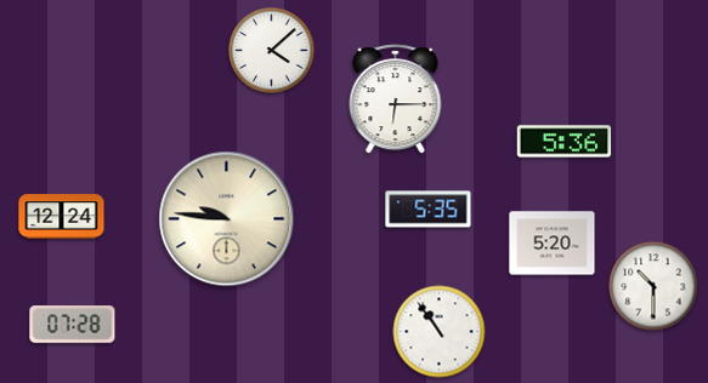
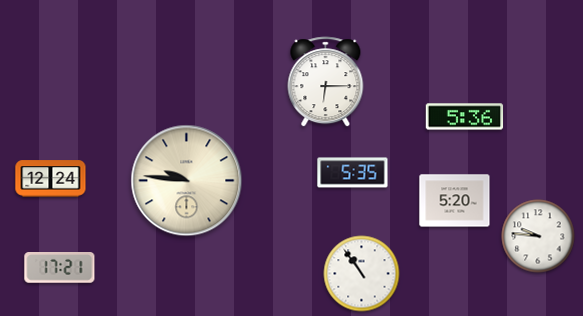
clock at (272, 51): 4:08 -> none
clock at (653, 286): 10:30 -> 9:46
clock at (73, 325): 07:28 -> 17:21
